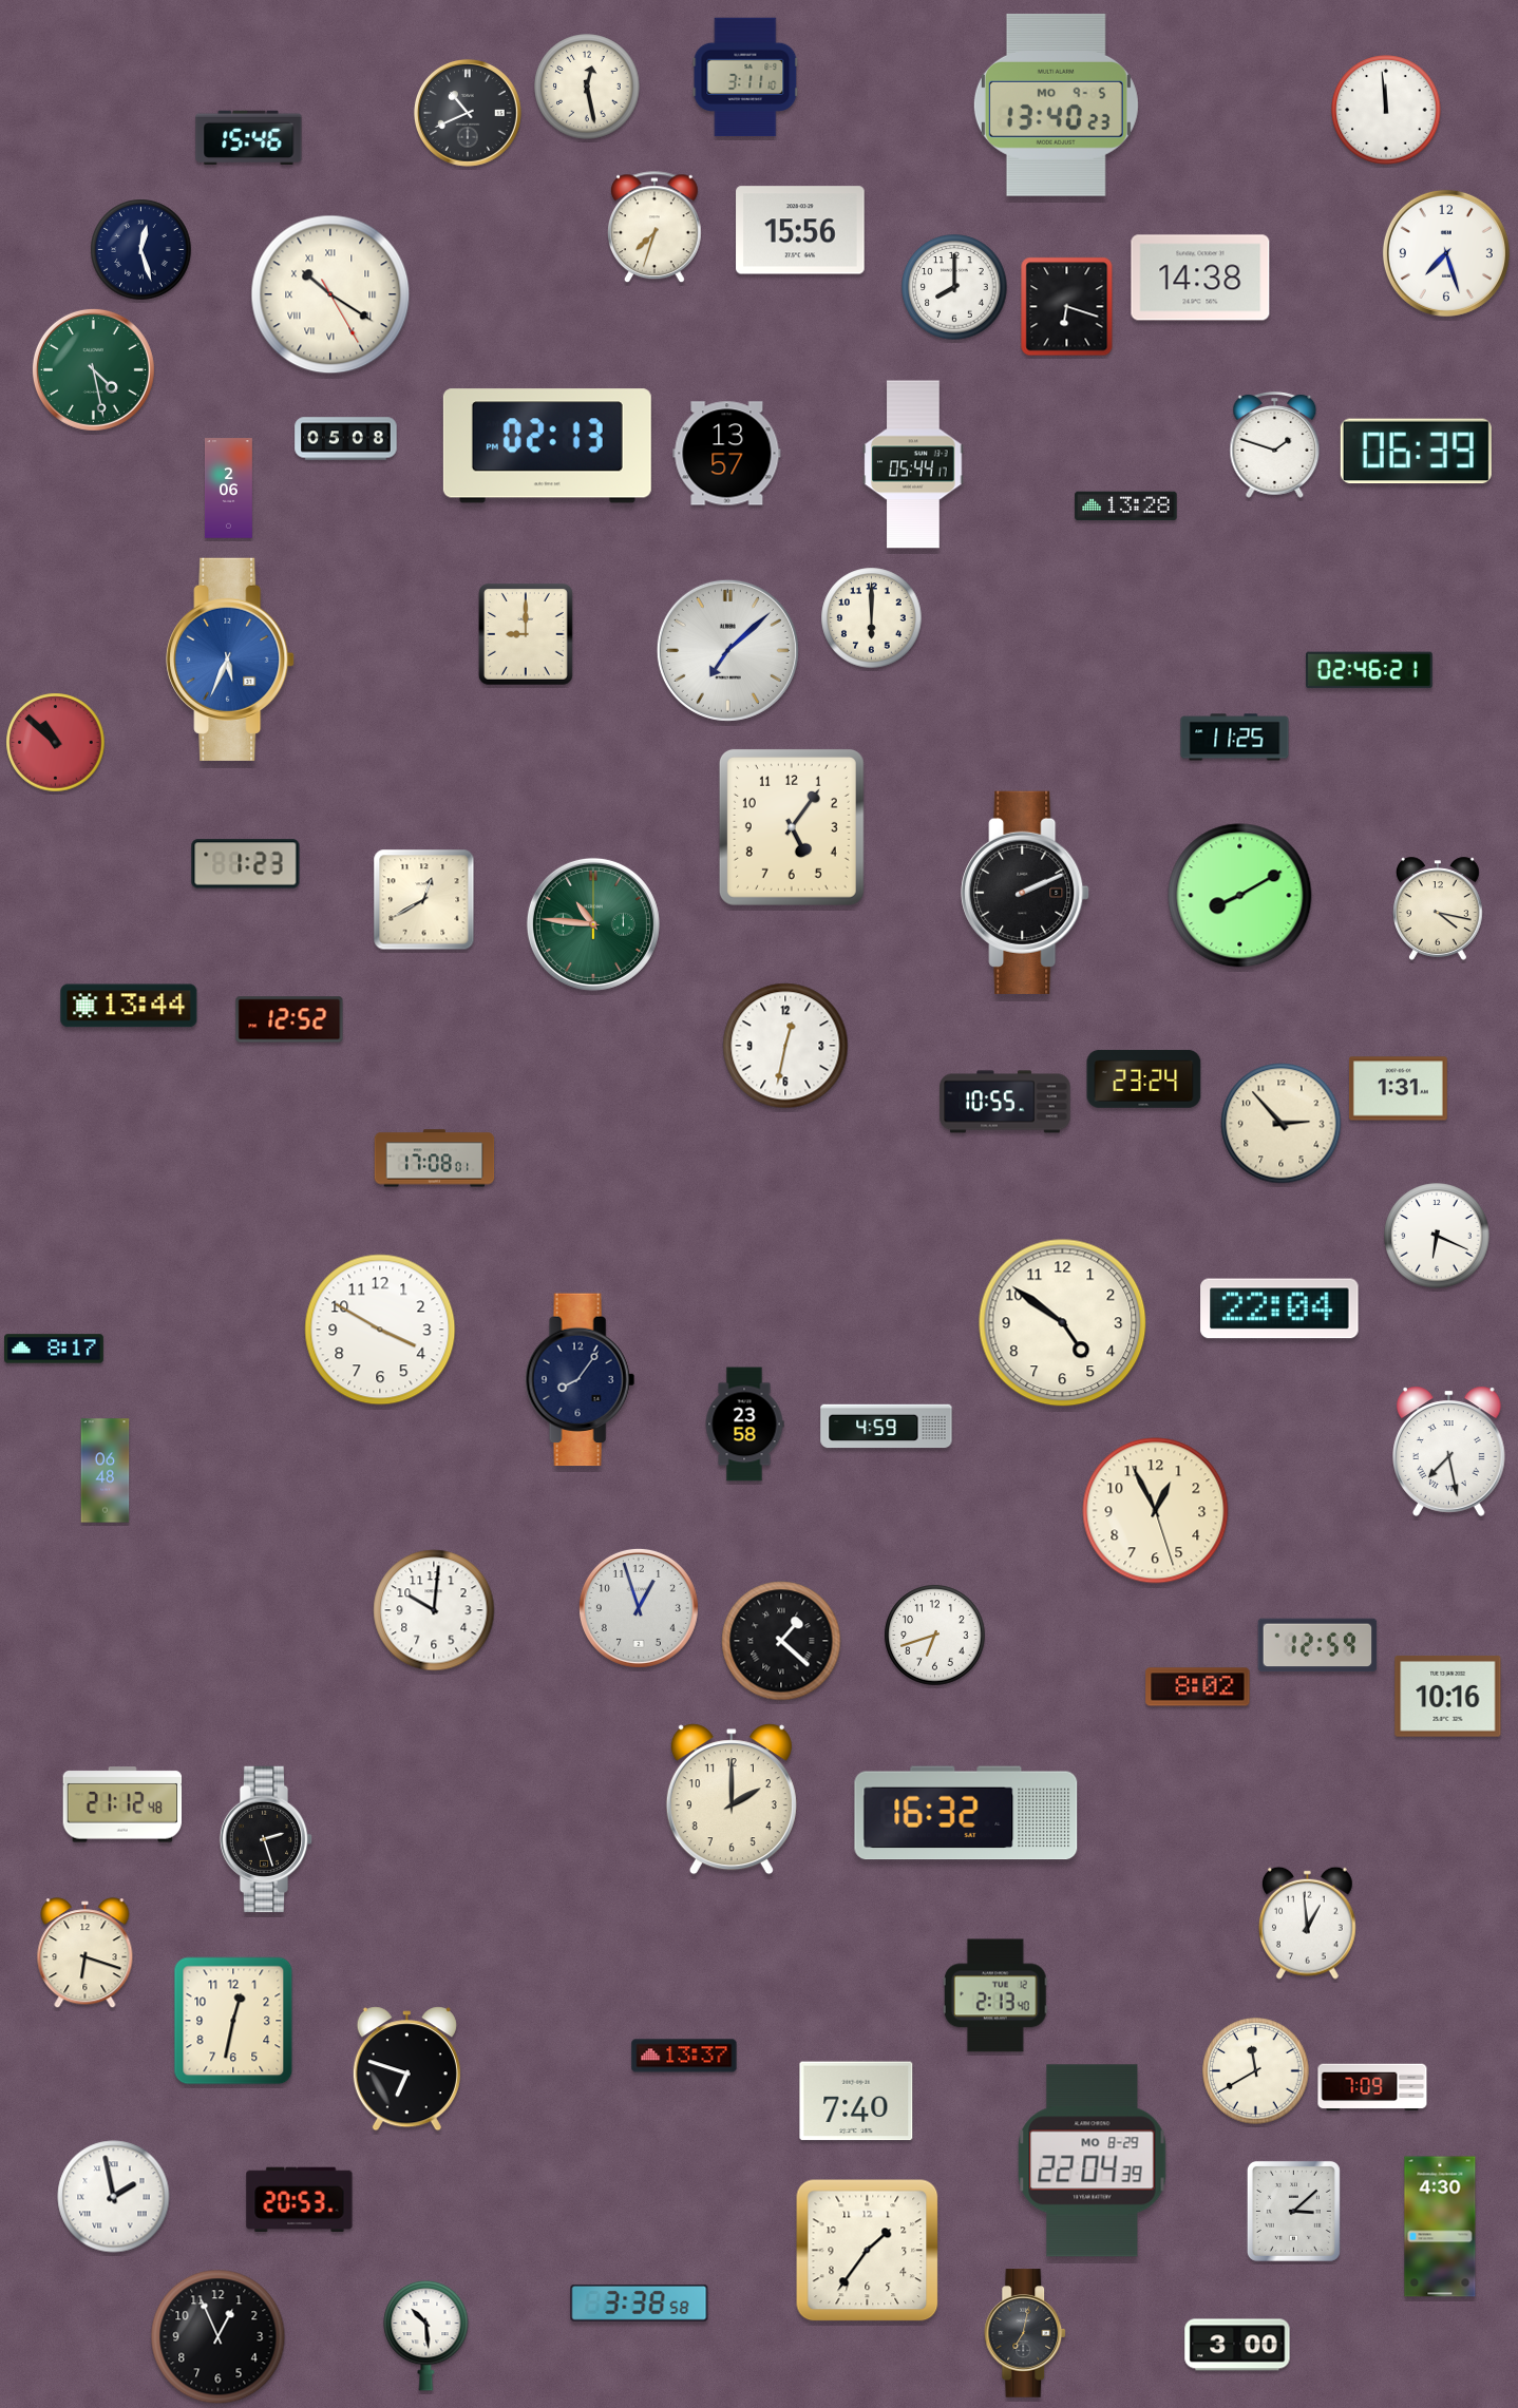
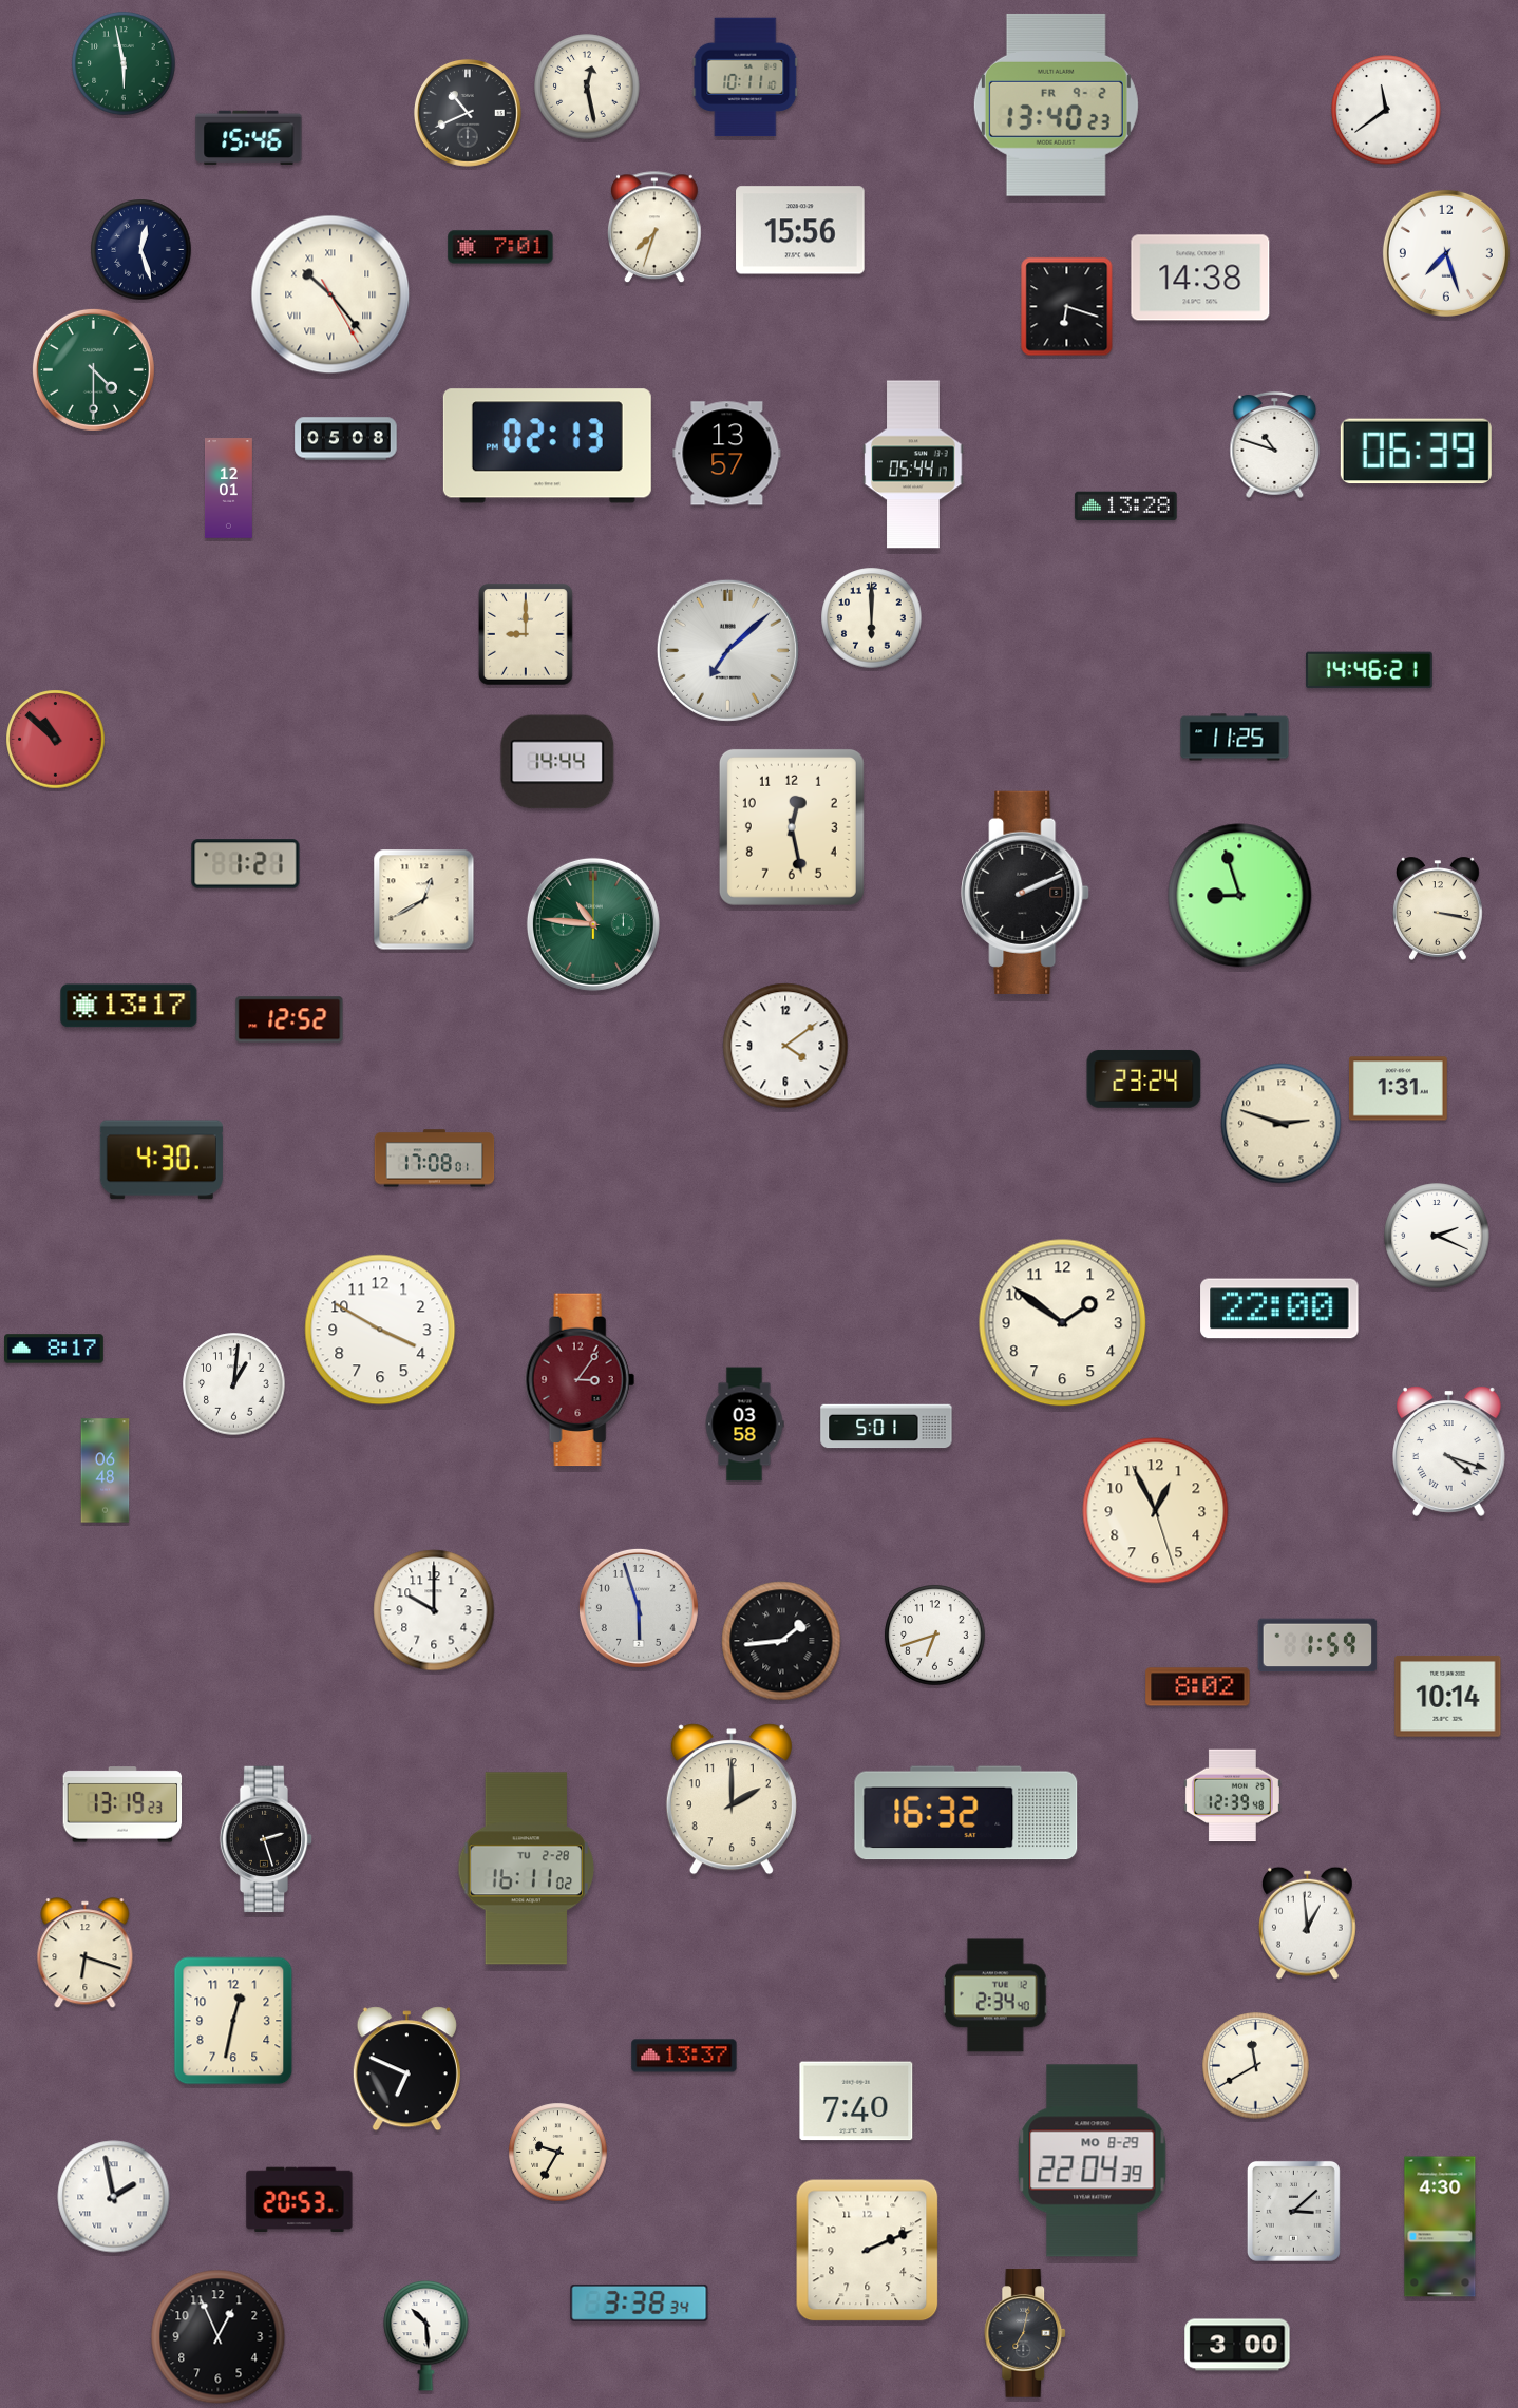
clock at (124, 63): none -> 5:58
clock at (745, 77): 3:11 -> 10:11
clock at (1056, 104) date: MO 9-5 -> FR 9-2
clock at (1386, 110): 11:59 -> 11:39
clock at (500, 247): none -> 7:01
clock at (954, 287): 8:00 -> none
clock at (330, 294): 10:20 -> 10:23
clock at (93, 369): 4:28 -> 4:30
clock at (1275, 444): 1:48 -> 10:48
clock at (228, 489): 2:06 -> 12:01
clock at (230, 660): 5:34 -> none
clock at (1369, 670): 02:46 -> 14:46
clock at (56, 743) position: (56, 743) -> (56, 740)
clock at (557, 762): none -> 14:44
clock at (792, 827): 5:06 -> 12:28
clock at (246, 864): 1:23 -> 1:21
clock at (1240, 896): 8:10 -> 8:57
clock at (1438, 909): 4:17 -> 3:17
clock at (129, 1006): 13:44 -> 13:17
clock at (785, 1046): 12:32 -> 4:09
clock at (1005, 1102): 10:55 -> none
clock at (1282, 1124): 2:53 -> 2:48
clock at (162, 1160): none -> 4:30
clock at (1437, 1236): 6:19 -> 2:19
clock at (1279, 1308): 22:04 -> 22:00
clock at (1063, 1323): 4:51 -> 1:51
clock at (580, 1380): 8:06 -> 3:06
clock at (580, 1380) dial: navy -> burgundy
clock at (234, 1384): none -> 1:01
clock at (744, 1425): 23:58 -> 03:58
clock at (887, 1427): 4:59 -> 5:01
clock at (1449, 1451): 7:28 -> 4:18
clock at (639, 1608): 12:57 -> 5:57
clock at (434, 1610): 10:01 -> 10:00
clock at (781, 1641): 1:22 -> 1:44
clock at (1317, 1645): 12:59 -> 1:59
clock at (1448, 1697): 10:16 -> 10:14
clock at (1232, 1796): none -> 12:39
clock at (122, 1804): 21:12 -> 13:19
clock at (526, 1869): none -> 16:11
clock at (995, 1995): 2:13 -> 2:34
clock at (406, 2069): 6:48 -> 6:49
clock at (1256, 2071) position: (1256, 2071) -> (1256, 2066)
clock at (1372, 2087): 7:09 -> none
clock at (558, 2153): none -> 9:35
clock at (868, 2251): 1:36 -> 2:11
clock at (640, 2302): 3:38:58 -> 3:38:34
